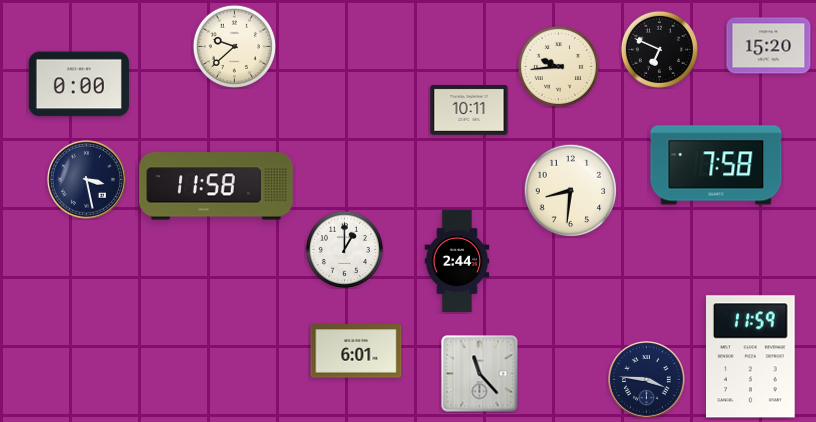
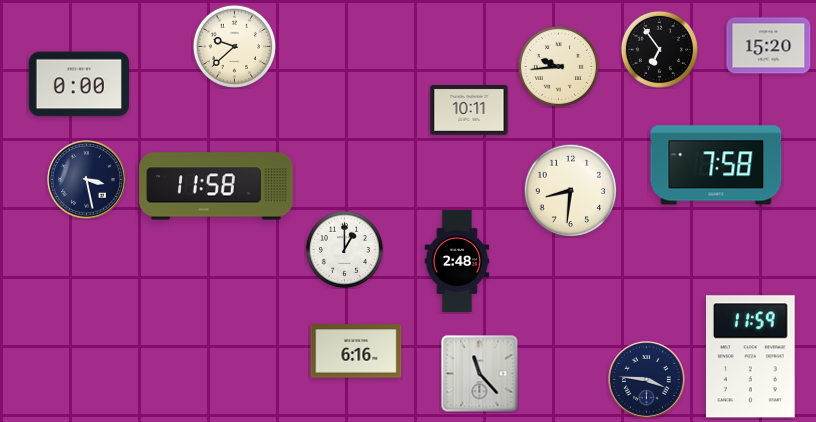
clock at (659, 49): 6:49 -> 6:54
clock at (457, 261): 2:44 -> 2:48
clock at (356, 351): 6:01 -> 6:16
